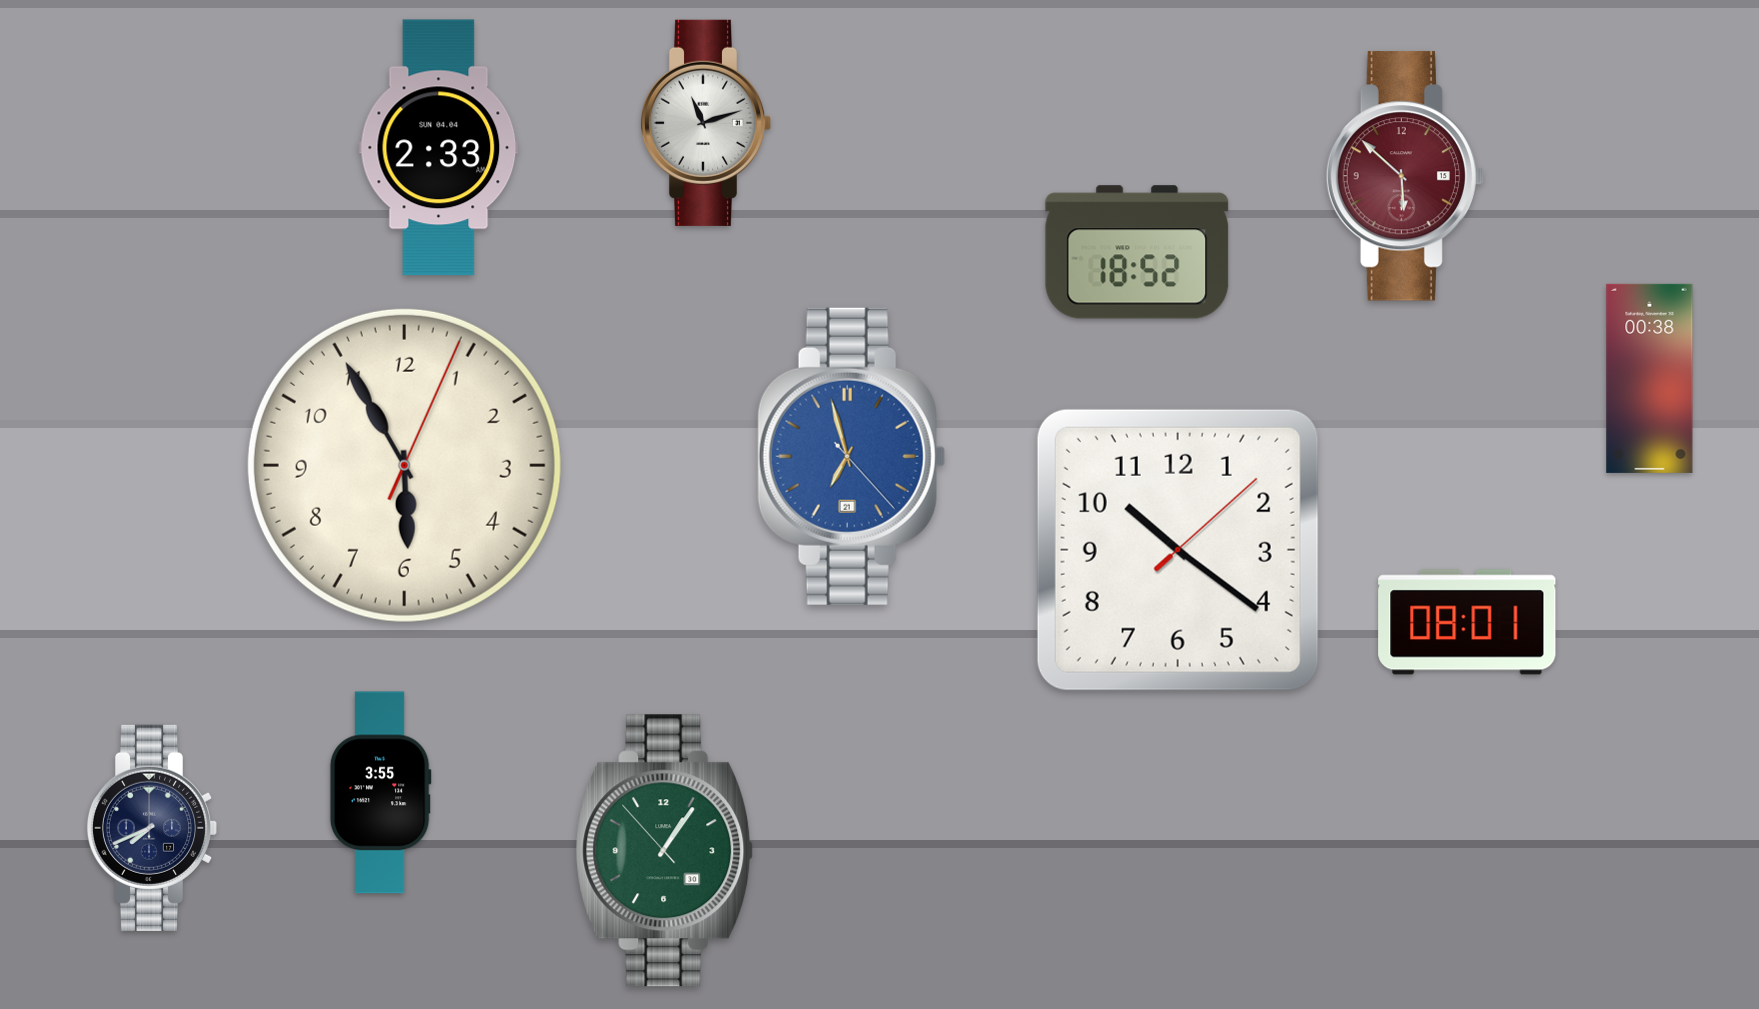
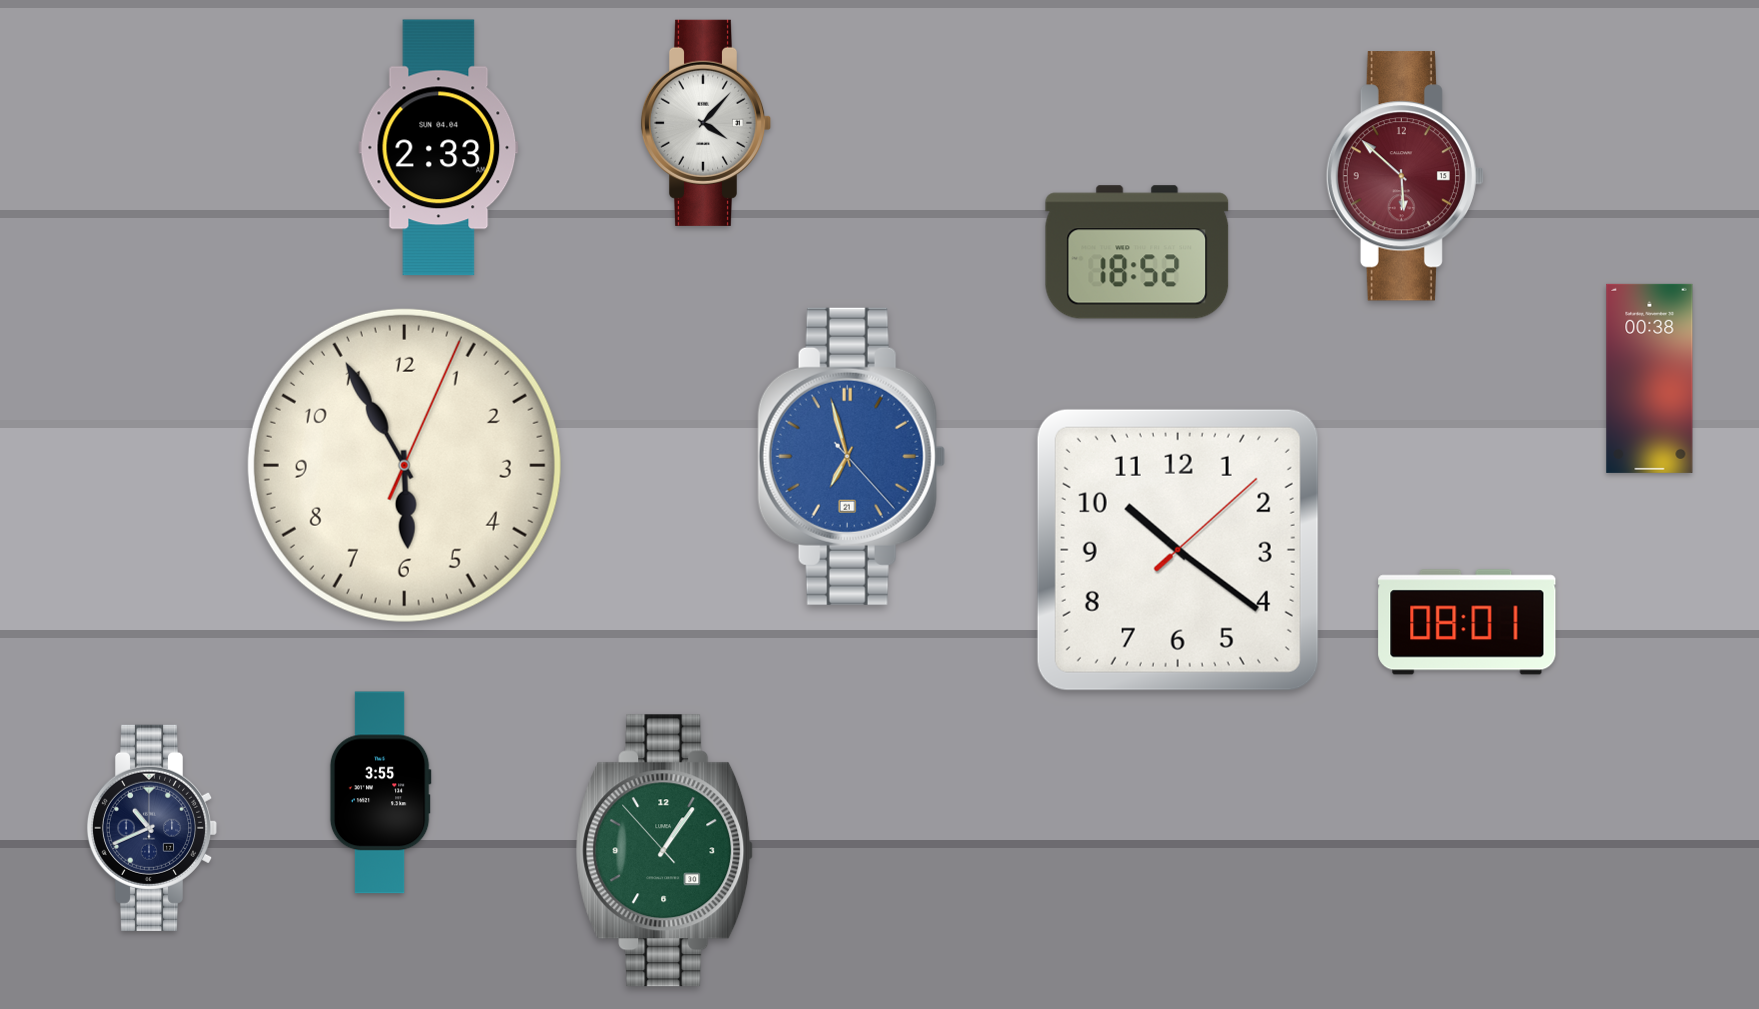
clock at (706, 123): 11:12 -> 4:07
clock at (152, 828): 7:41 -> 10:41
